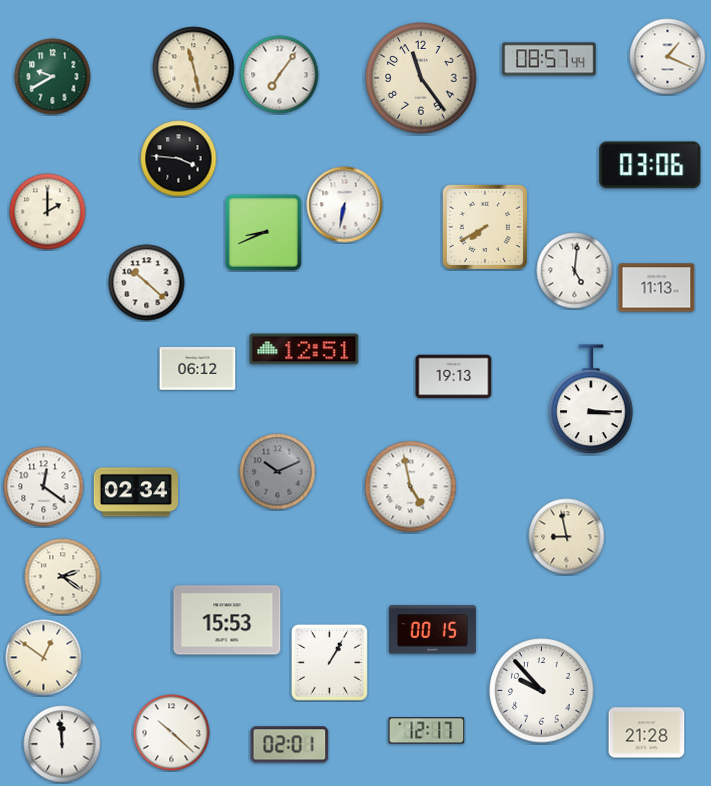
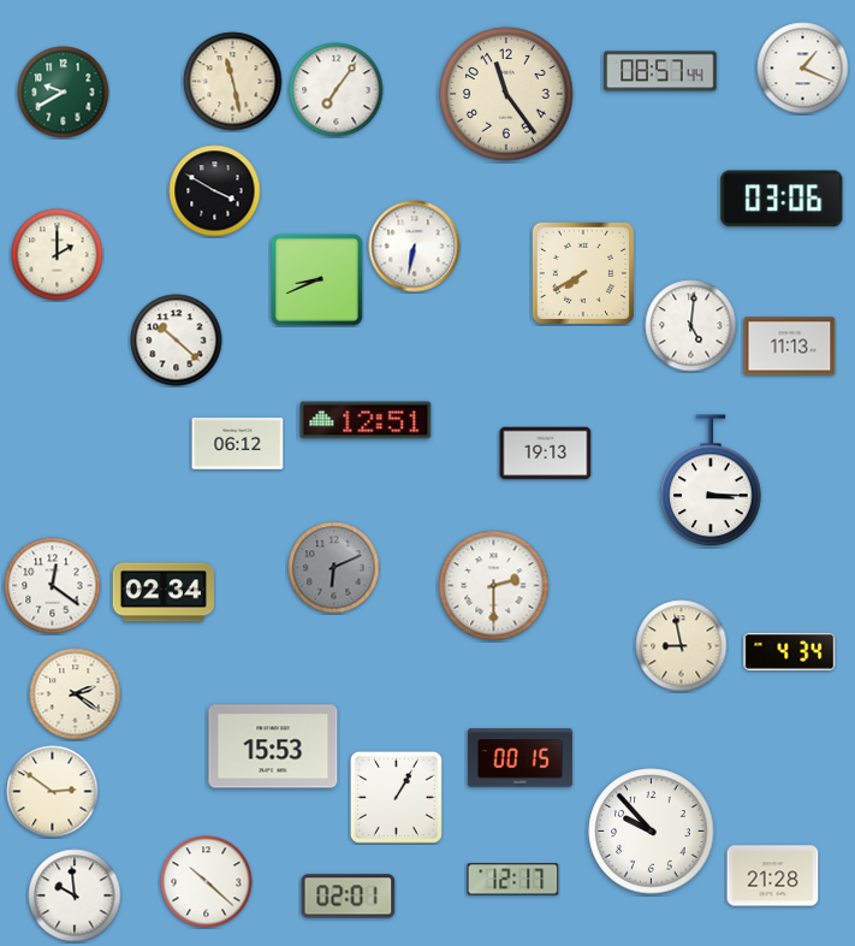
clock at (179, 159): 3:46 -> 3:50
clock at (278, 472): 10:11 -> 6:11
clock at (411, 487): 4:58 -> 2:30
clock at (790, 651): none -> 4:34
clock at (44, 658): 12:51 -> 2:51
clock at (647, 733) position: (647, 733) -> (773, 876)
clock at (62, 744): 11:59 -> 9:59
